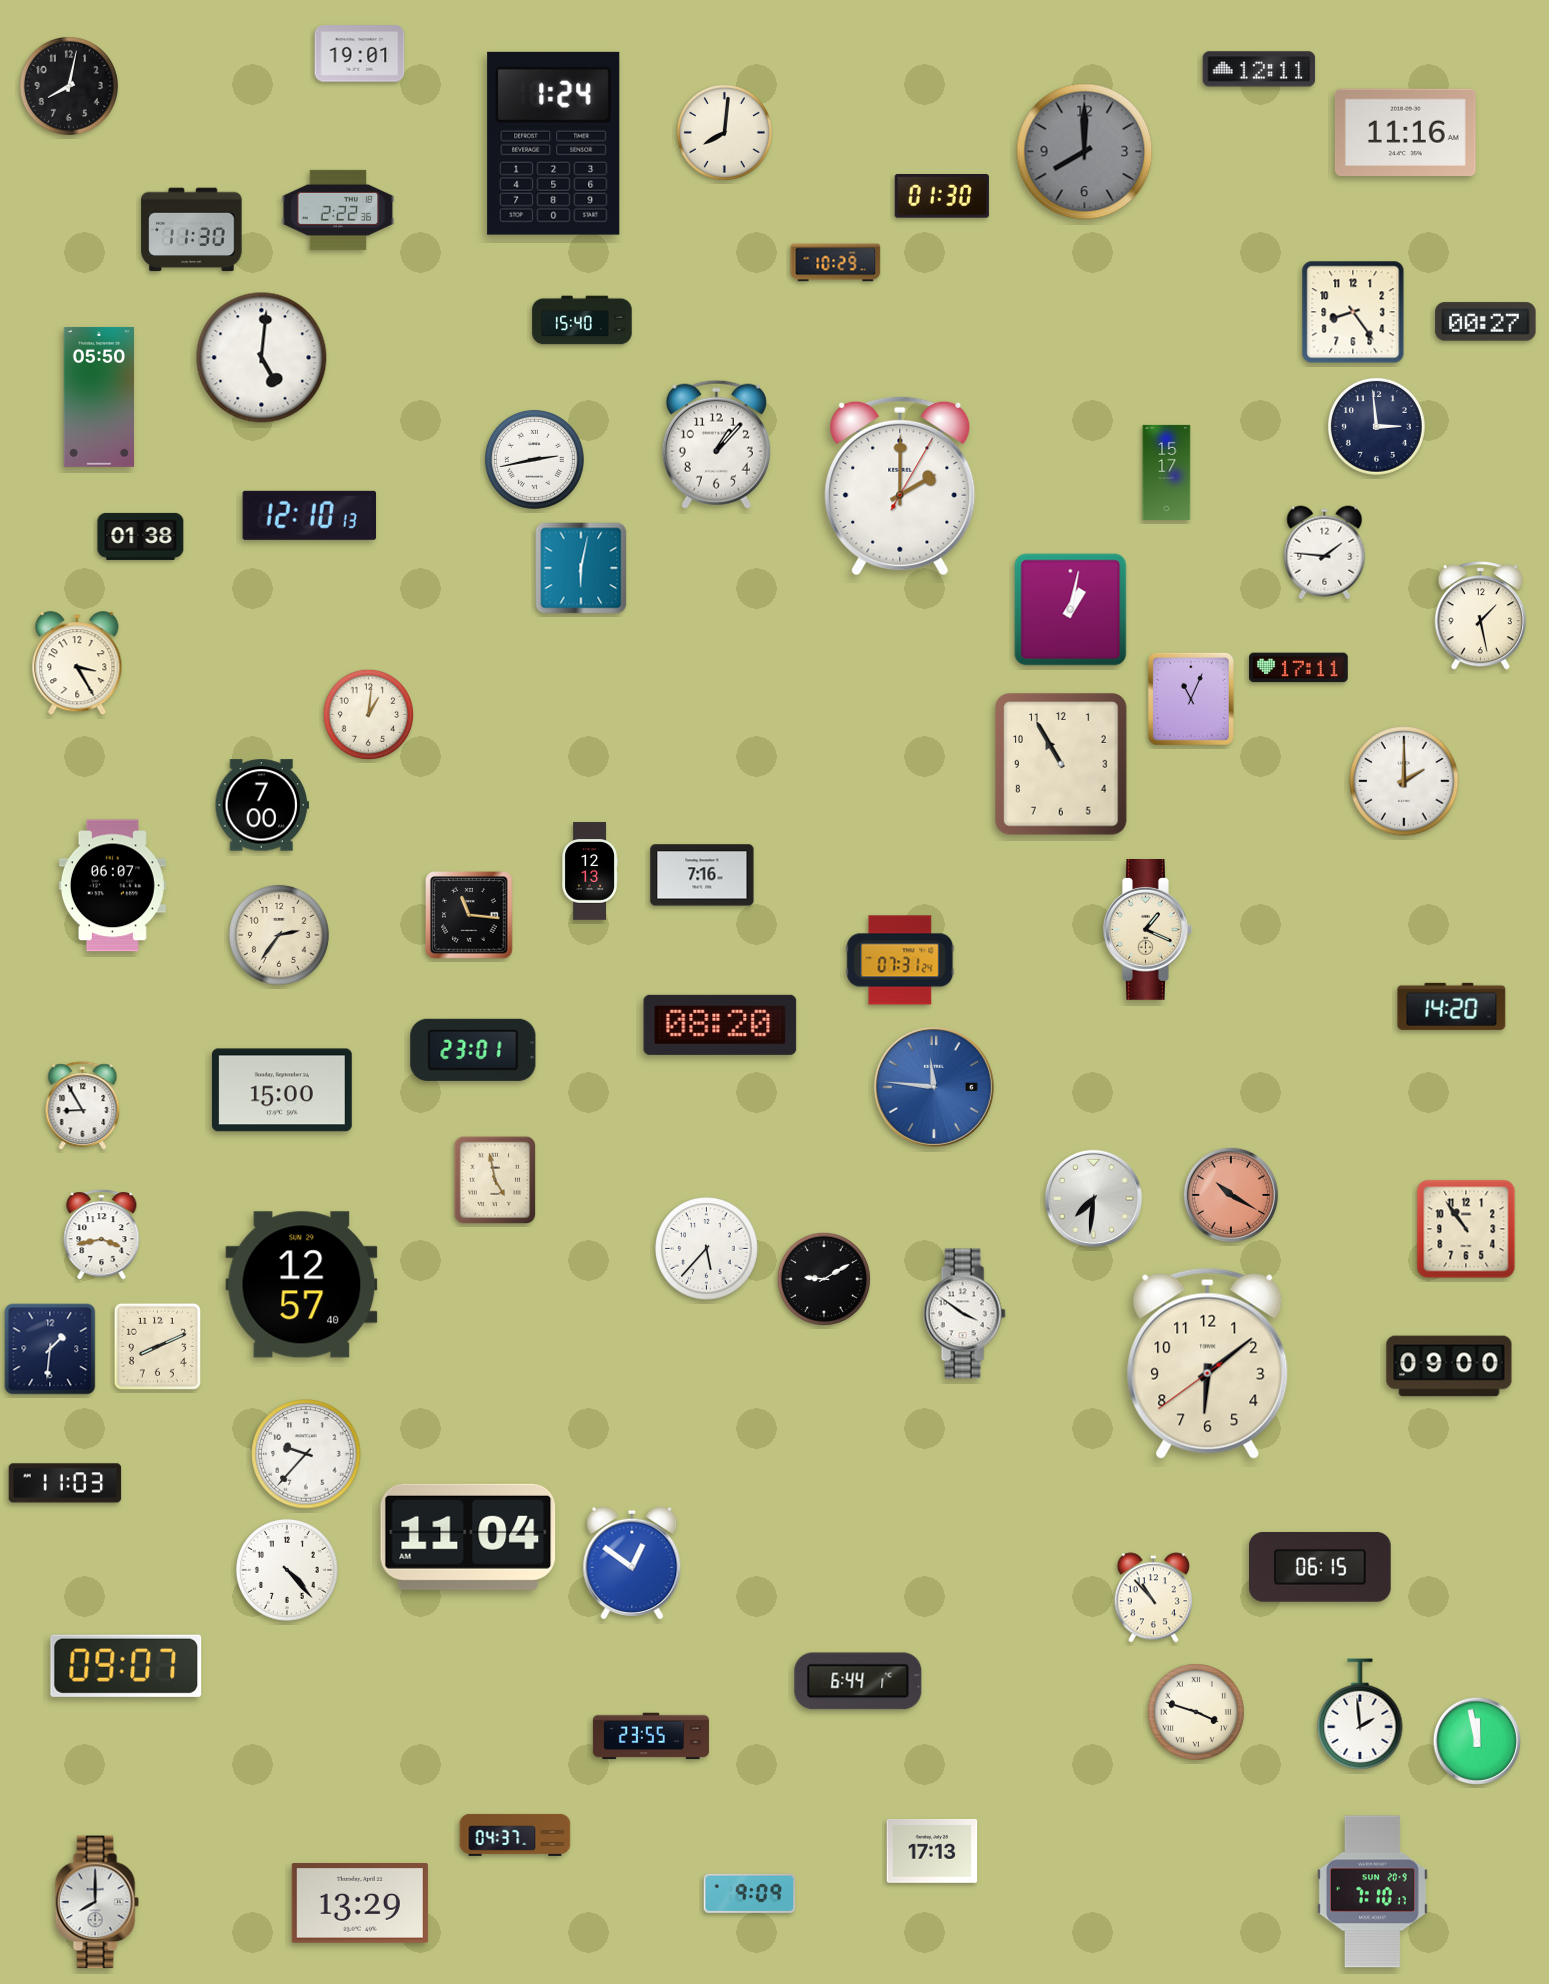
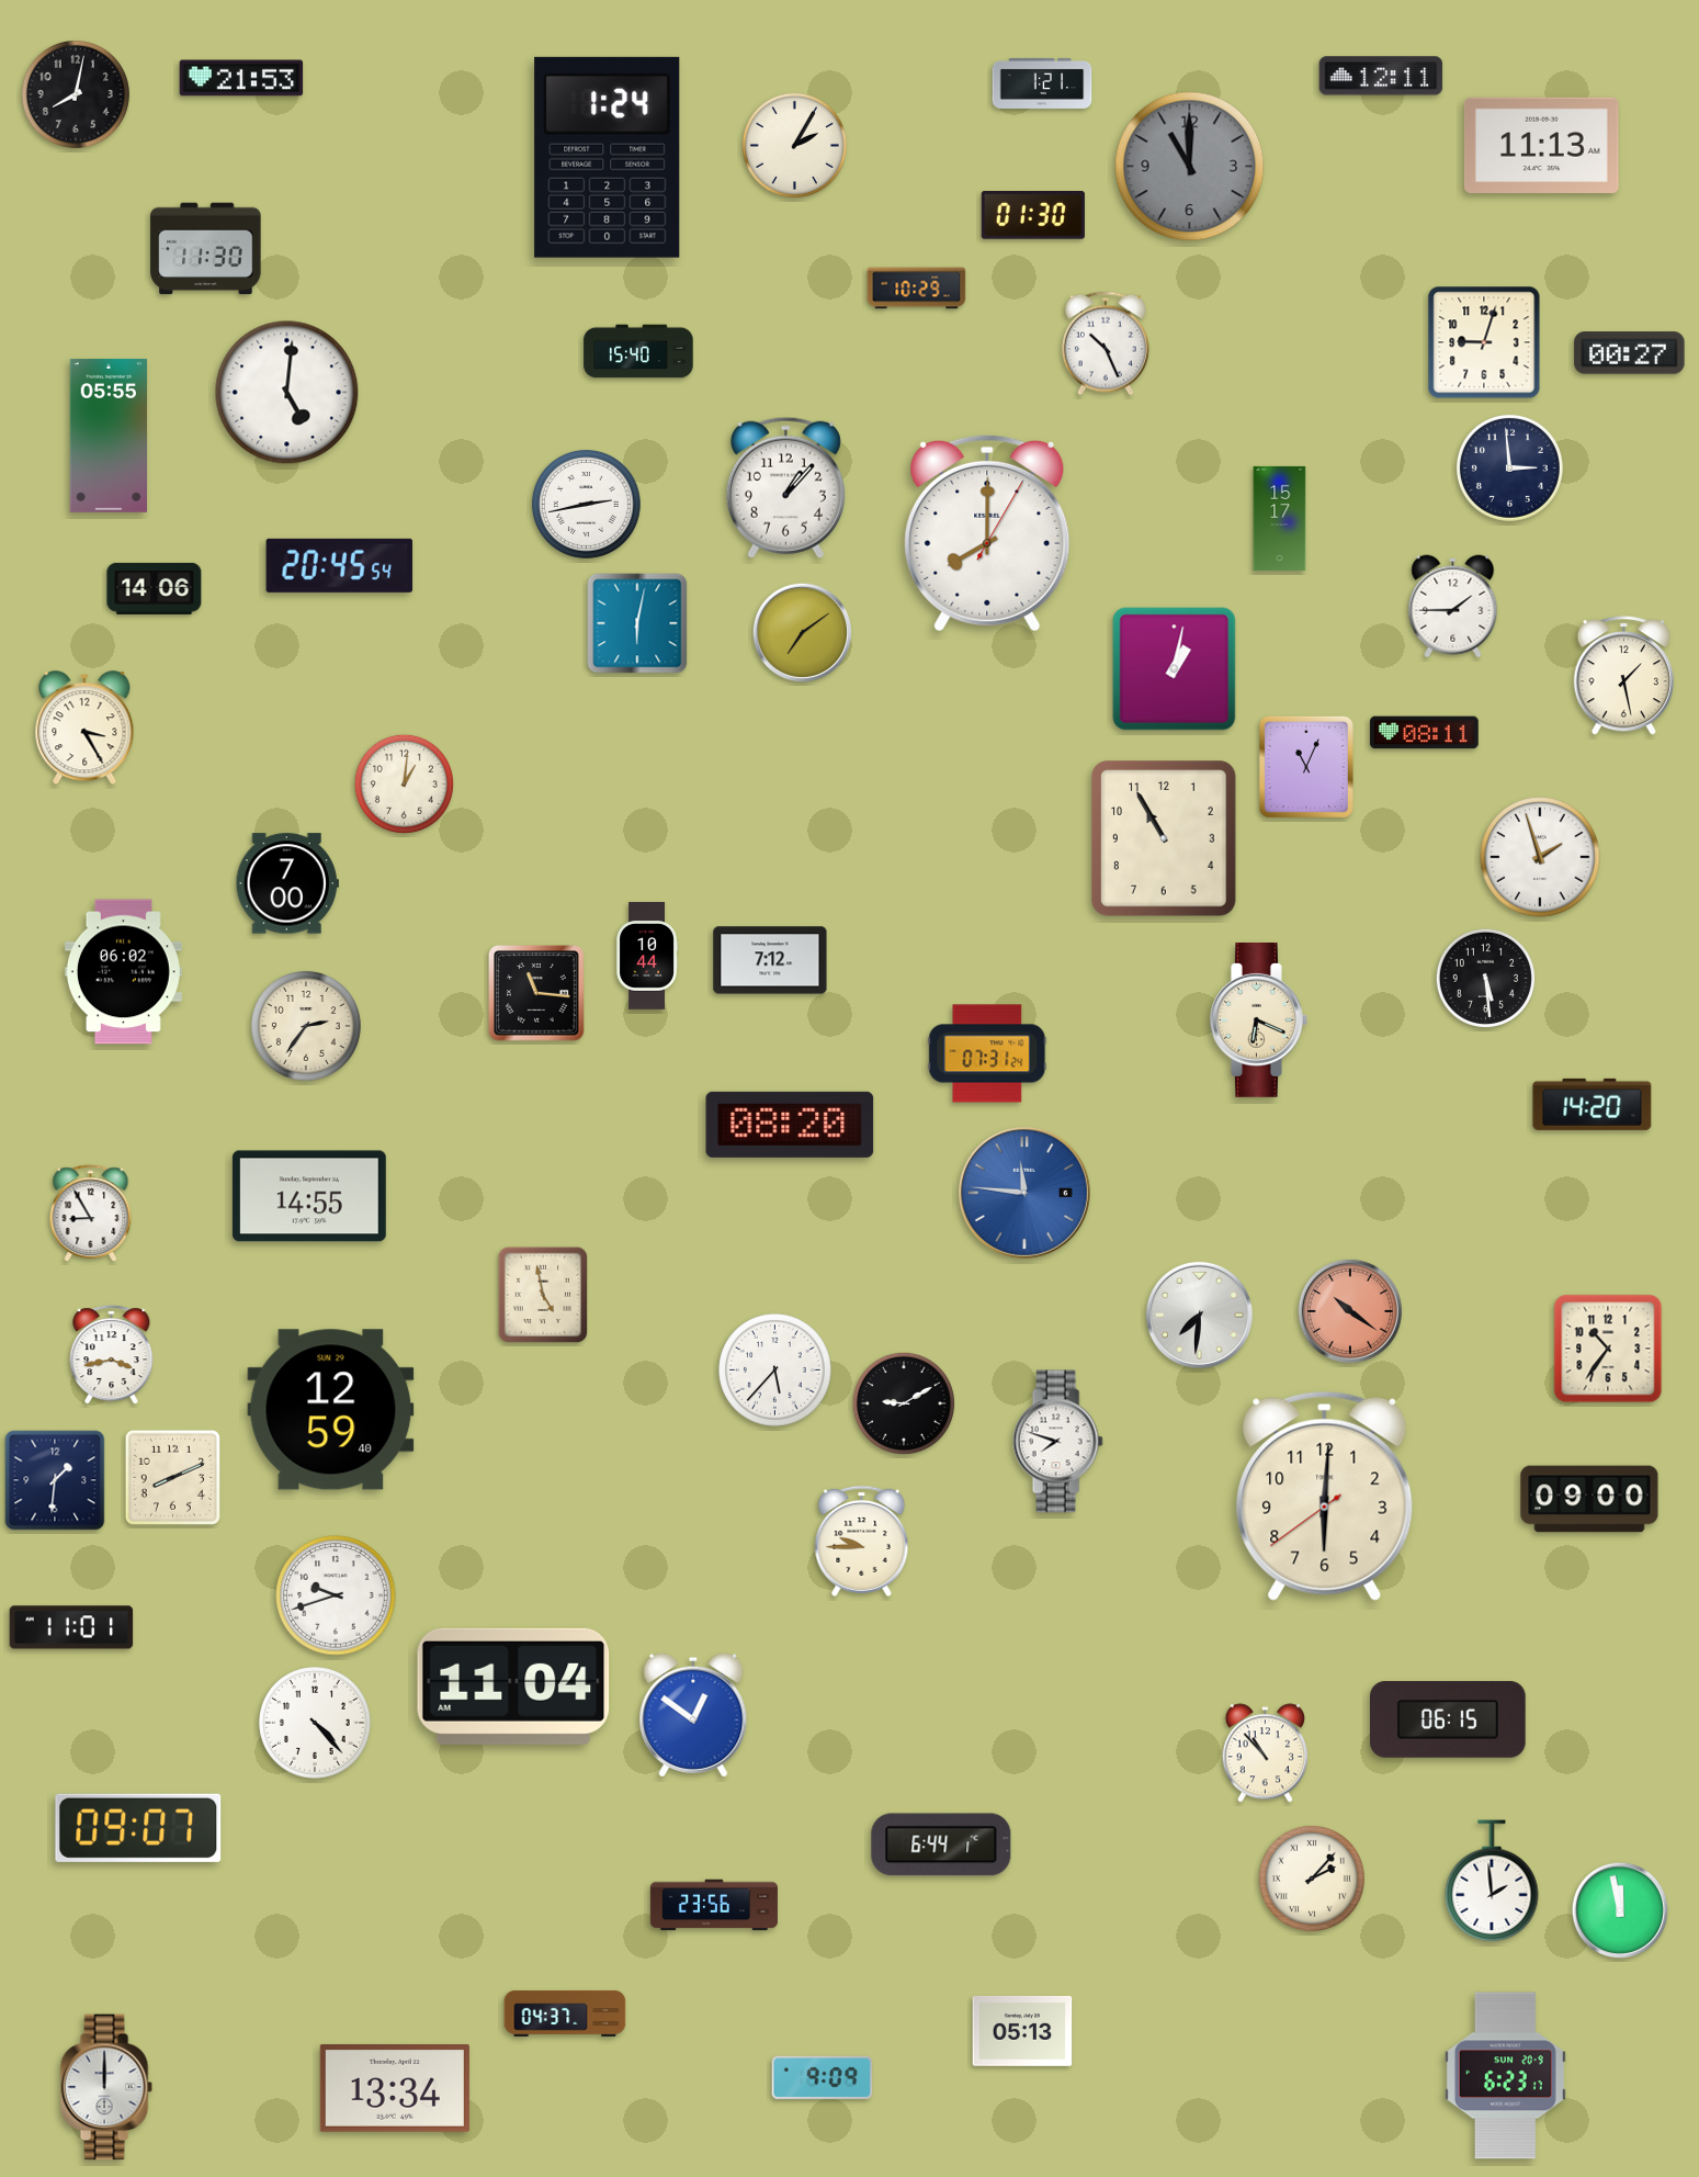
clock at (360, 54): 19:01 -> none
clock at (241, 78): none -> 21:53
clock at (1042, 83): none -> 1:21
clock at (724, 132): 8:01 -> 2:05
clock at (1405, 132): 11:16 -> 11:13
clock at (1085, 152): 8:00 -> 11:00
clock at (338, 210): 2:22 -> none
clock at (192, 230) position: (192, 230) -> (206, 249)
clock at (1353, 312): 8:24 -> 9:03
clock at (1106, 343): none -> 10:26
clock at (99, 397): 05:50 -> 05:55
clock at (900, 486): 2:00 -> 8:00
clock at (310, 515): 12:10 -> 20:45
clock at (141, 536): 01:38 -> 14:06
clock at (1325, 553): 1:46 -> 1:45
clock at (802, 632): none -> 7:09
clock at (1299, 668): 17:11 -> 08:11
clock at (1404, 781): 2:00 -> 1:57
clock at (590, 871): 12:13 -> 10:44
clock at (702, 875): 7:16 -> 7:12
clock at (112, 886): 06:07 -> 06:02
clock at (1485, 978): none -> 5:29
clock at (469, 915) position: (469, 915) -> (536, 993)
clock at (1148, 930): 1:19 -> 6:19
clock at (473, 1050): 23:01 -> none
clock at (282, 1090): 15:00 -> 14:55
clock at (1231, 1195): 10:20 -> 10:21
clock at (1466, 1229): 10:54 -> 10:36
clock at (302, 1285): 12:57 -> 12:59
clock at (964, 1314): 3:51 -> 7:48
clock at (1208, 1363): 6:08 -> 6:00
clock at (862, 1541): none -> 9:45
clock at (306, 1454): 9:37 -> 9:42
clock at (65, 1483): 11:03 -> 11:01
clock at (1196, 1712): 3:48 -> 2:07
clock at (651, 1736): 23:55 -> 23:56
clock at (932, 1851): 17:13 -> 05:13
clock at (1372, 1892): 7:10 -> 6:23
clock at (97, 1902): 8:00 -> 12:00
clock at (360, 1903): 13:29 -> 13:34
